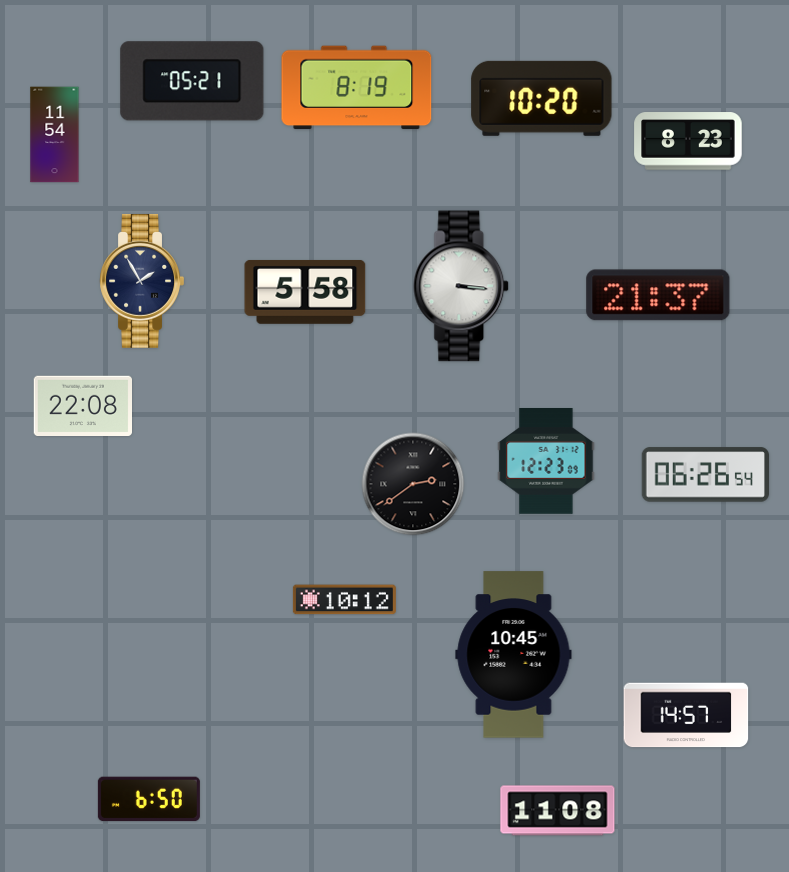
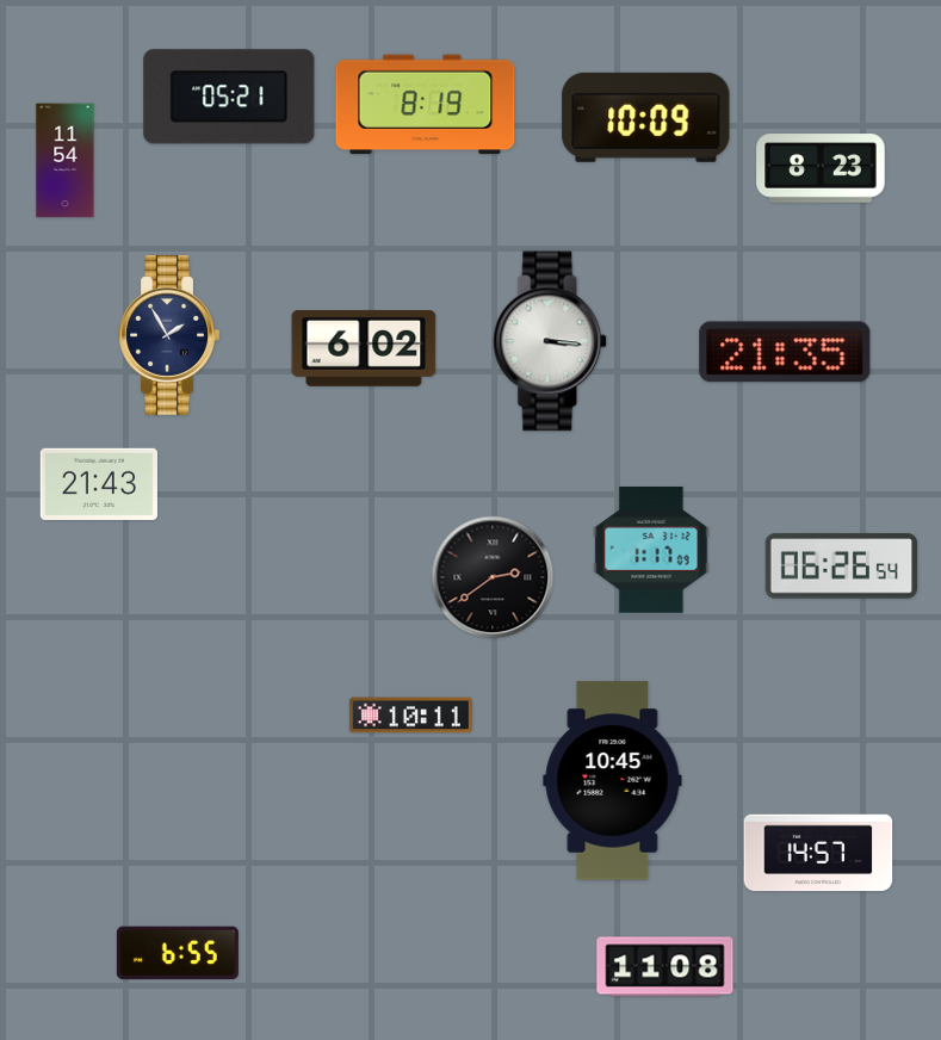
clock at (542, 98): 10:20 -> 10:09
clock at (305, 292): 5:58 -> 6:02
clock at (658, 295): 21:37 -> 21:35
clock at (82, 405): 22:08 -> 21:43
clock at (546, 462): 12:23 -> 1:17
clock at (344, 600): 10:12 -> 10:11
clock at (149, 799): 6:50 -> 6:55
